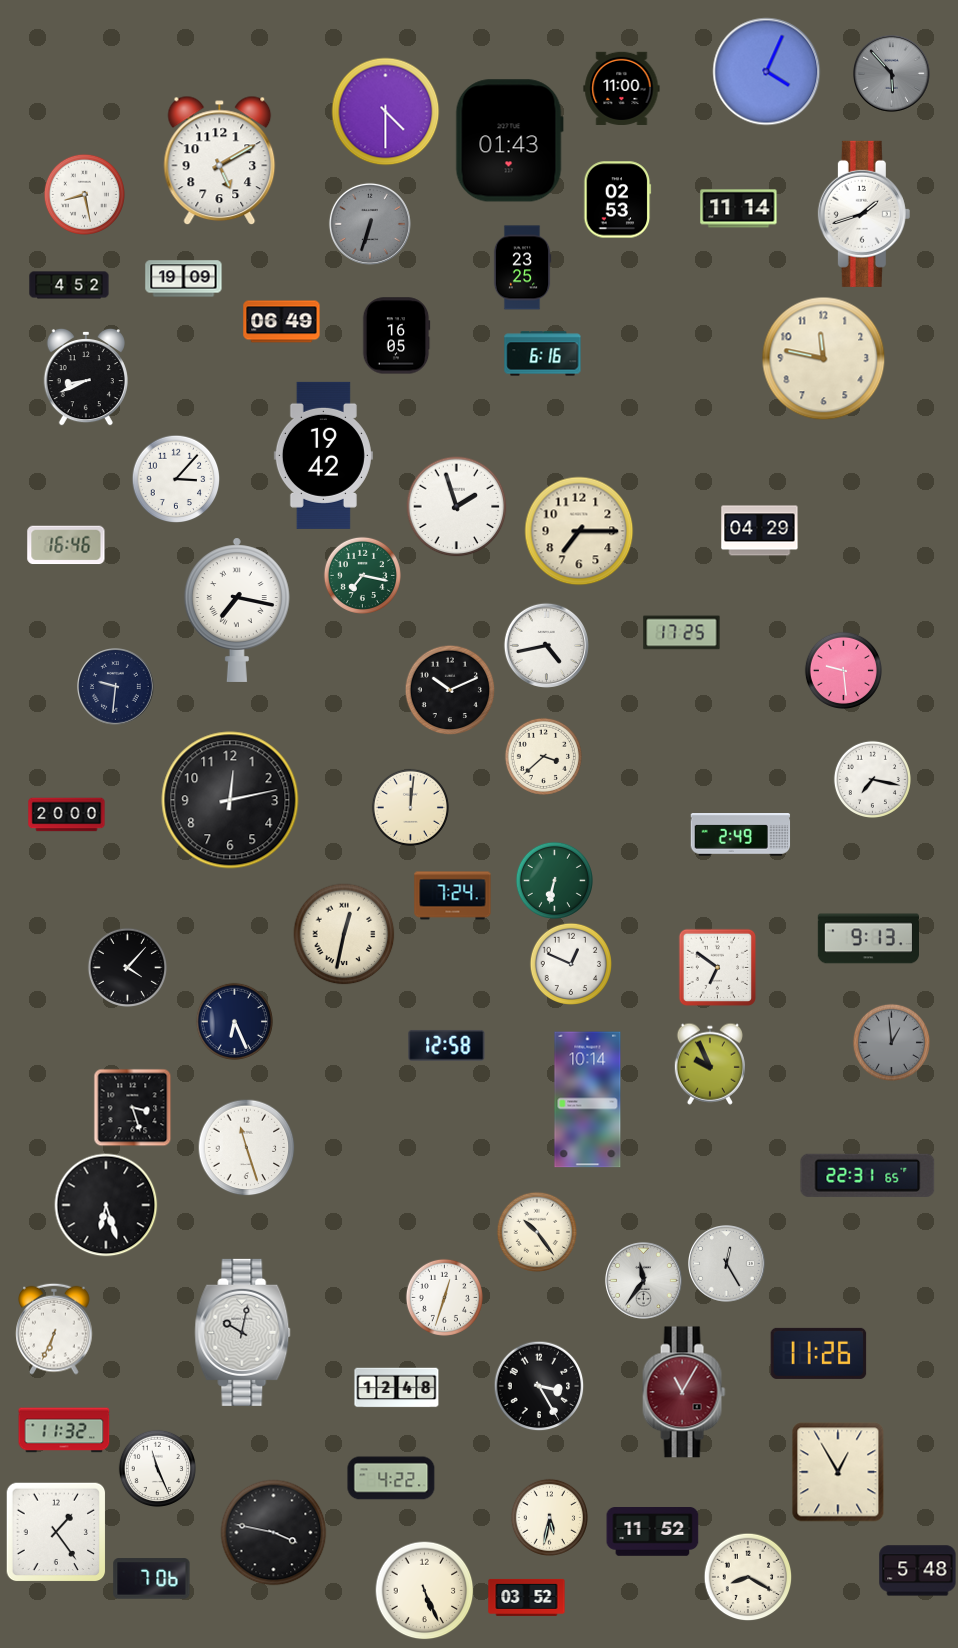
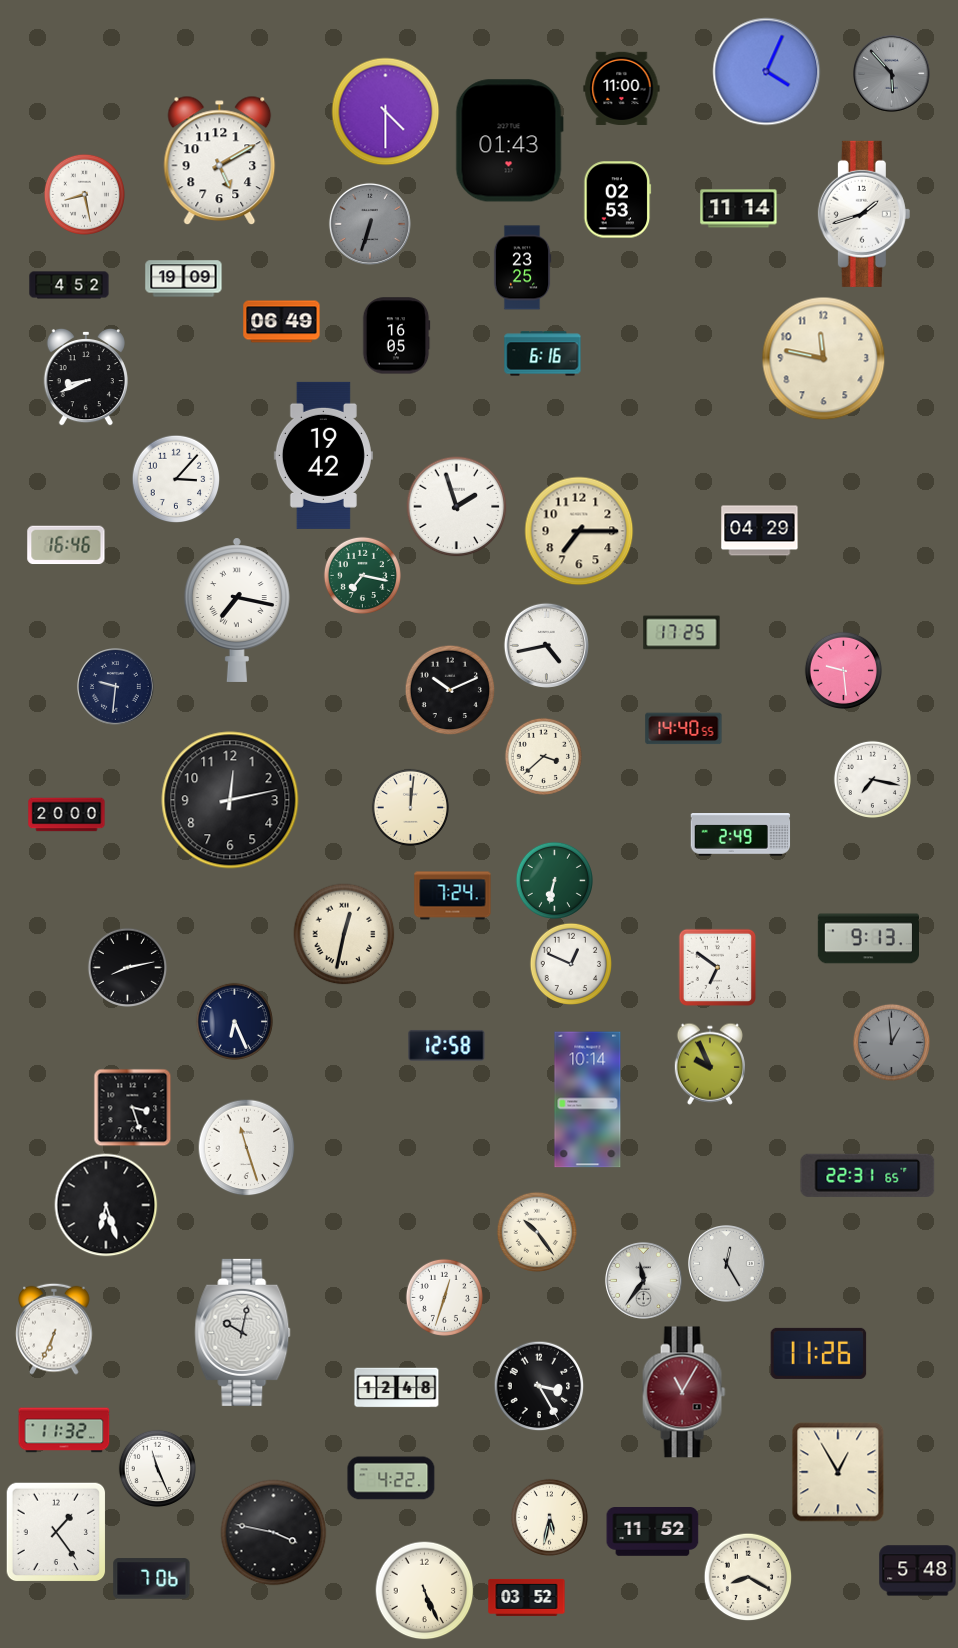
clock at (684, 729): none -> 14:40
clock at (127, 967): 4:07 -> 8:13
